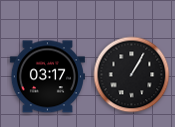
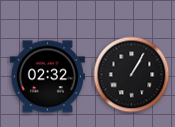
clock at (47, 77): 03:17 -> 02:32
